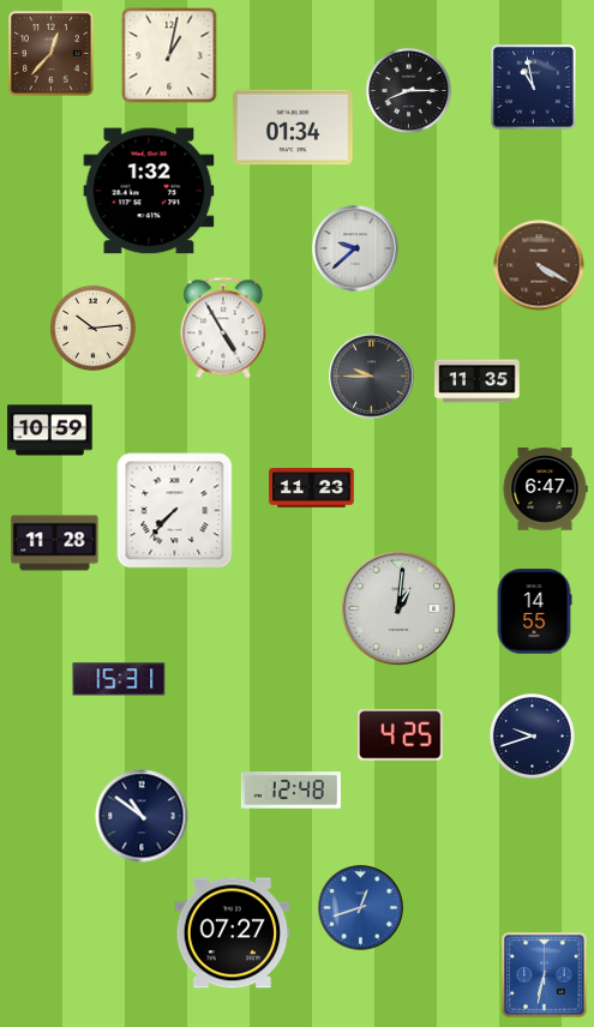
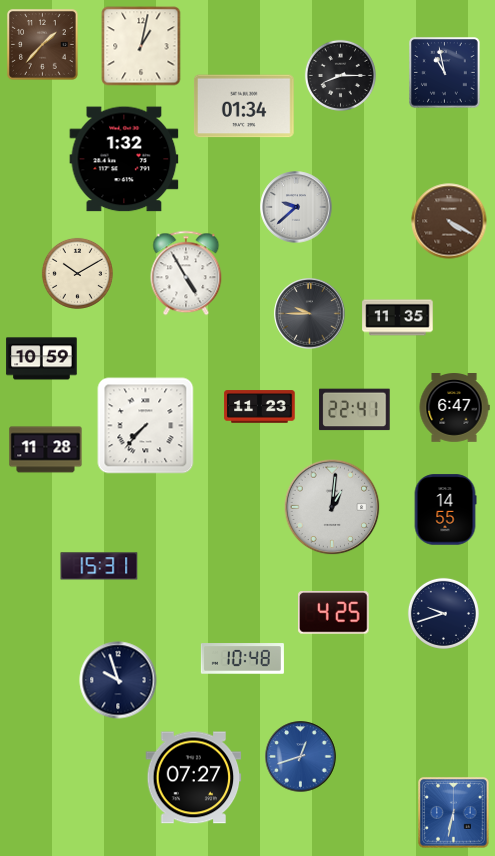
clock at (52, 54): 12:37 -> 1:37
clock at (92, 328): 10:14 -> 10:10
clock at (355, 410): none -> 22:41
clock at (55, 543) position: (55, 543) -> (46, 450)
clock at (290, 791): 12:48 -> 10:48
clock at (142, 816): 10:51 -> 9:57
